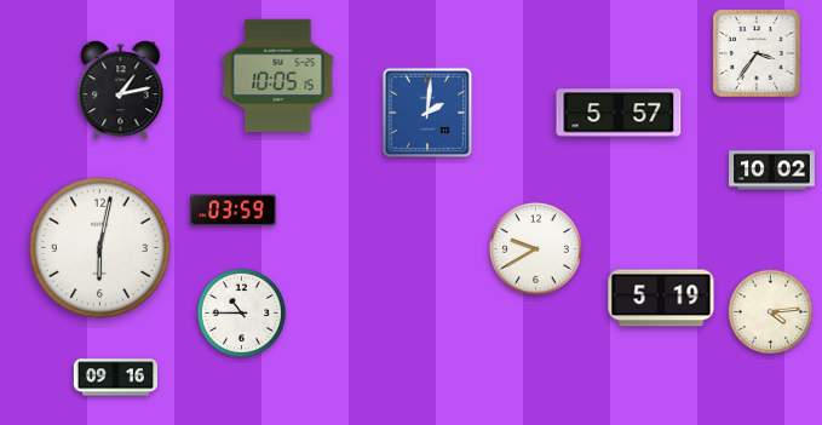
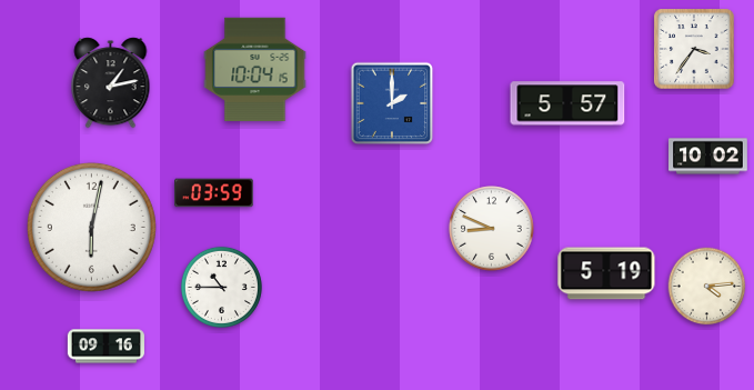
clock at (278, 76): 10:05 -> 10:04
clock at (427, 113): 2:01 -> 2:00
clock at (536, 249): 9:40 -> 8:49
